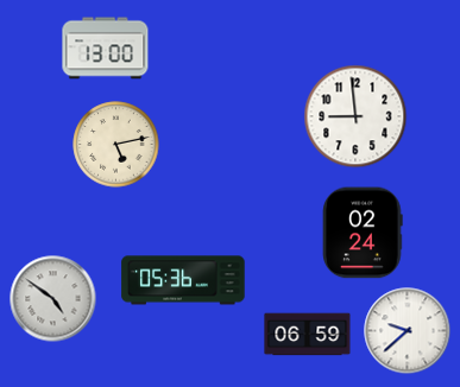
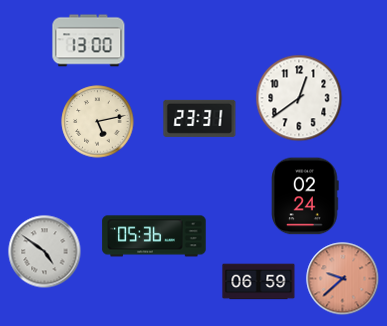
clock at (355, 116): 8:59 -> 12:39
clock at (200, 118): none -> 23:31
clock at (408, 331) dial: white -> salmon
